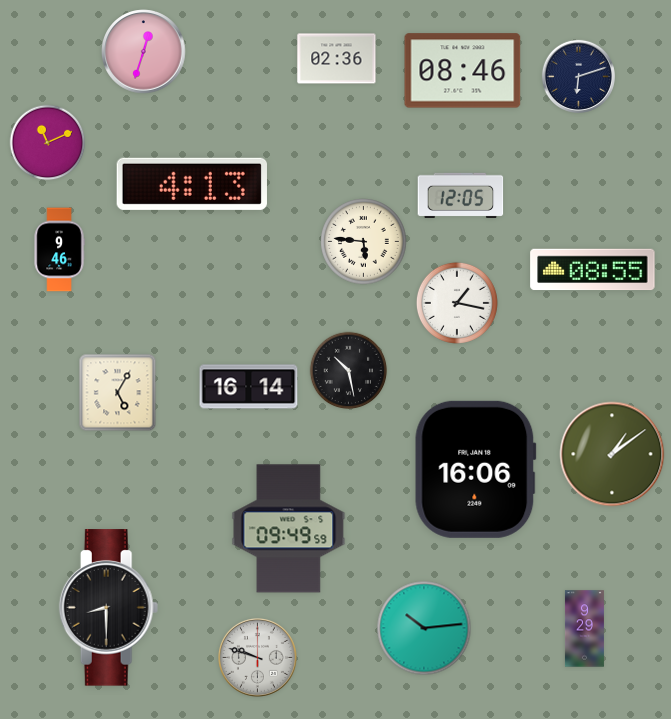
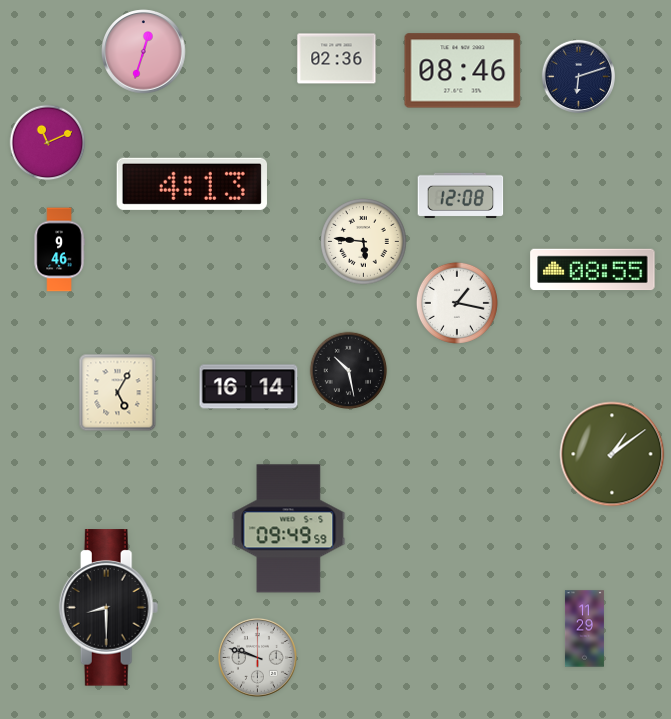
clock at (461, 195): 12:05 -> 12:08
clock at (476, 469): 16:06 -> none
clock at (424, 628): 10:14 -> none
clock at (584, 629): 9:29 -> 11:29
